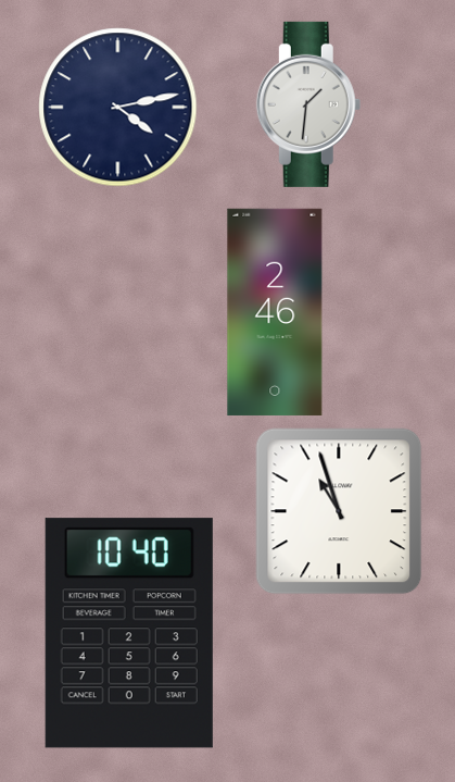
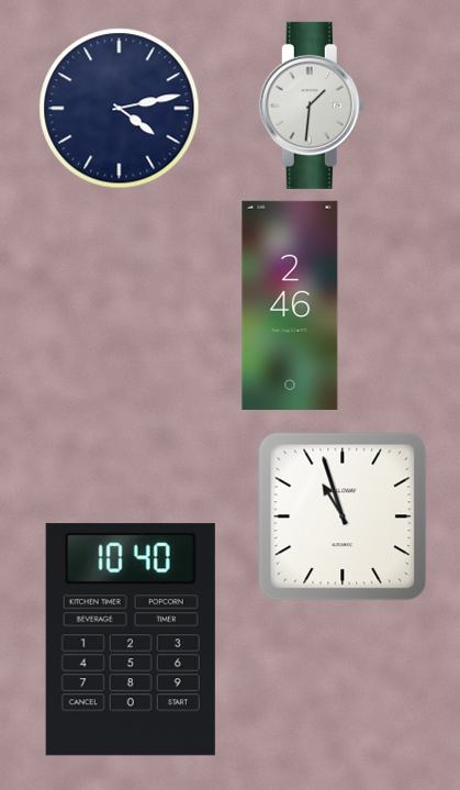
clock at (275, 312) position: (275, 312) -> (290, 305)
